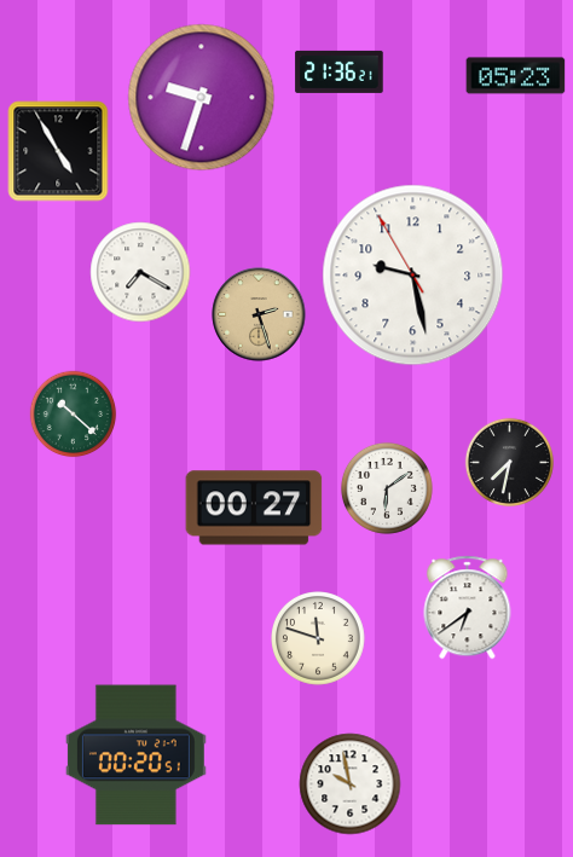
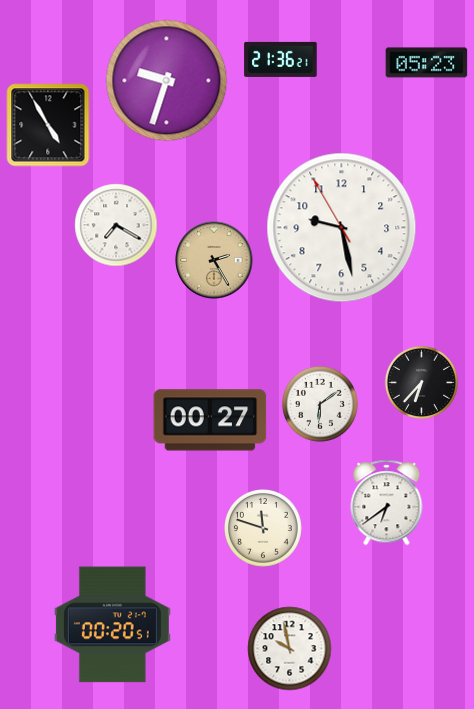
clock at (259, 314): 2:27 -> 2:25
clock at (74, 415): 10:22 -> none
clock at (509, 462): 7:32 -> 6:37
